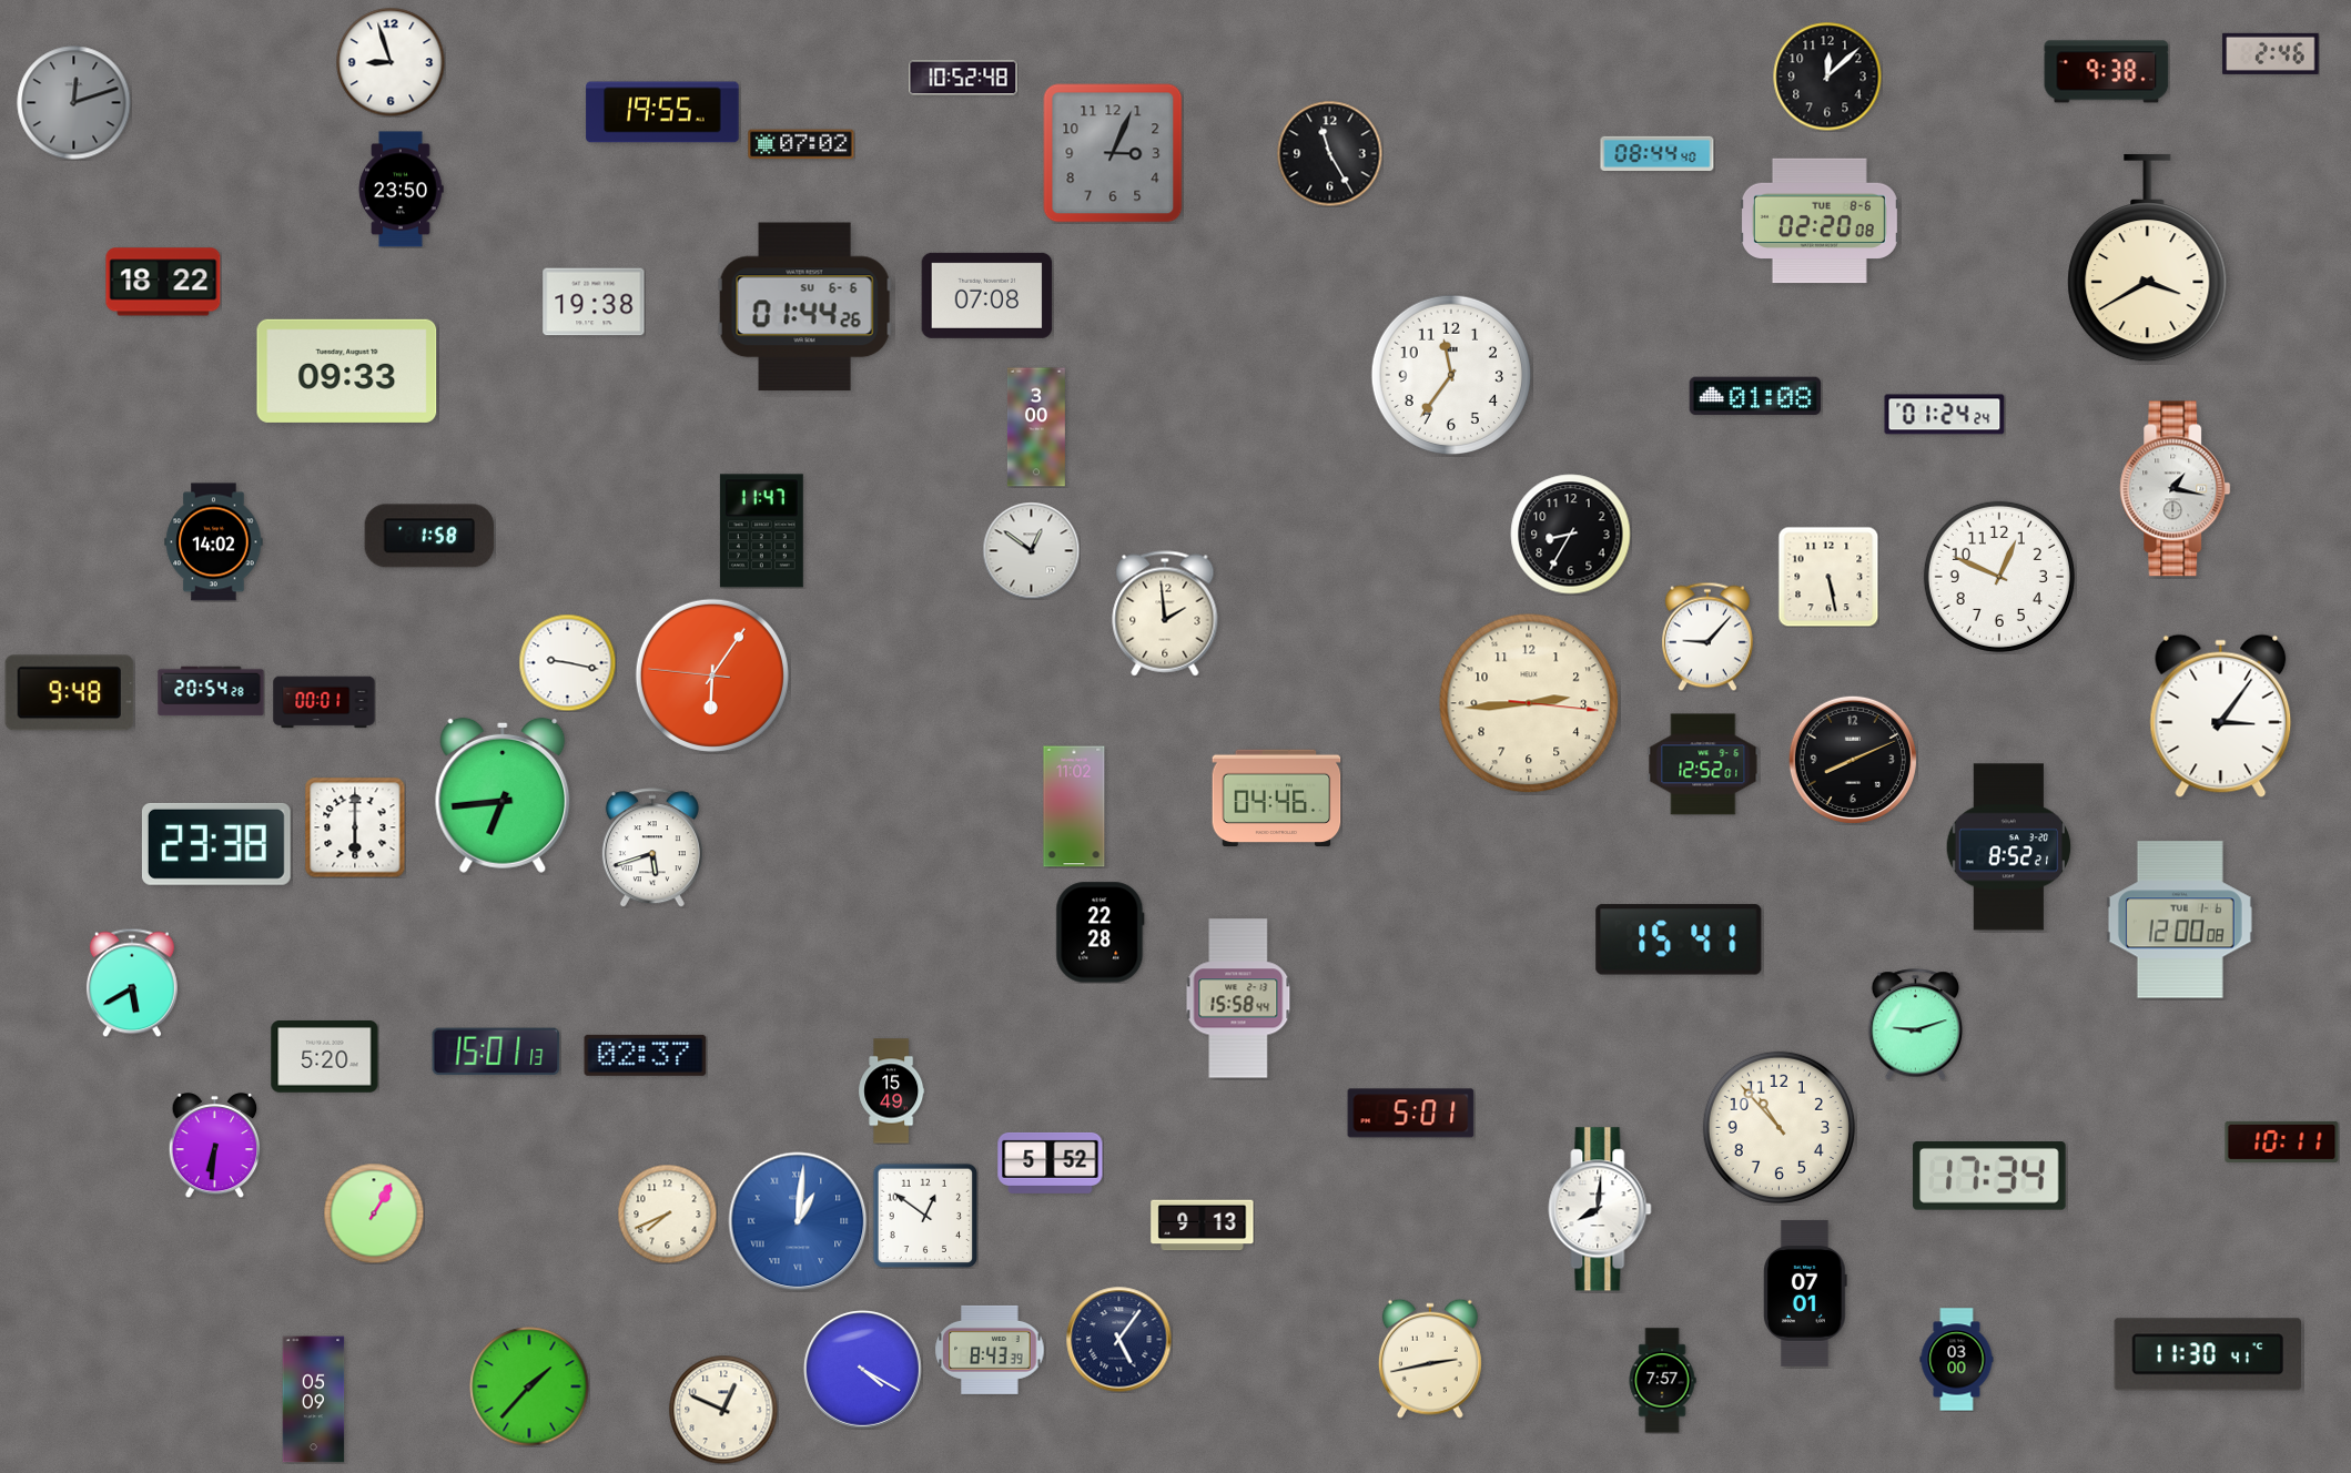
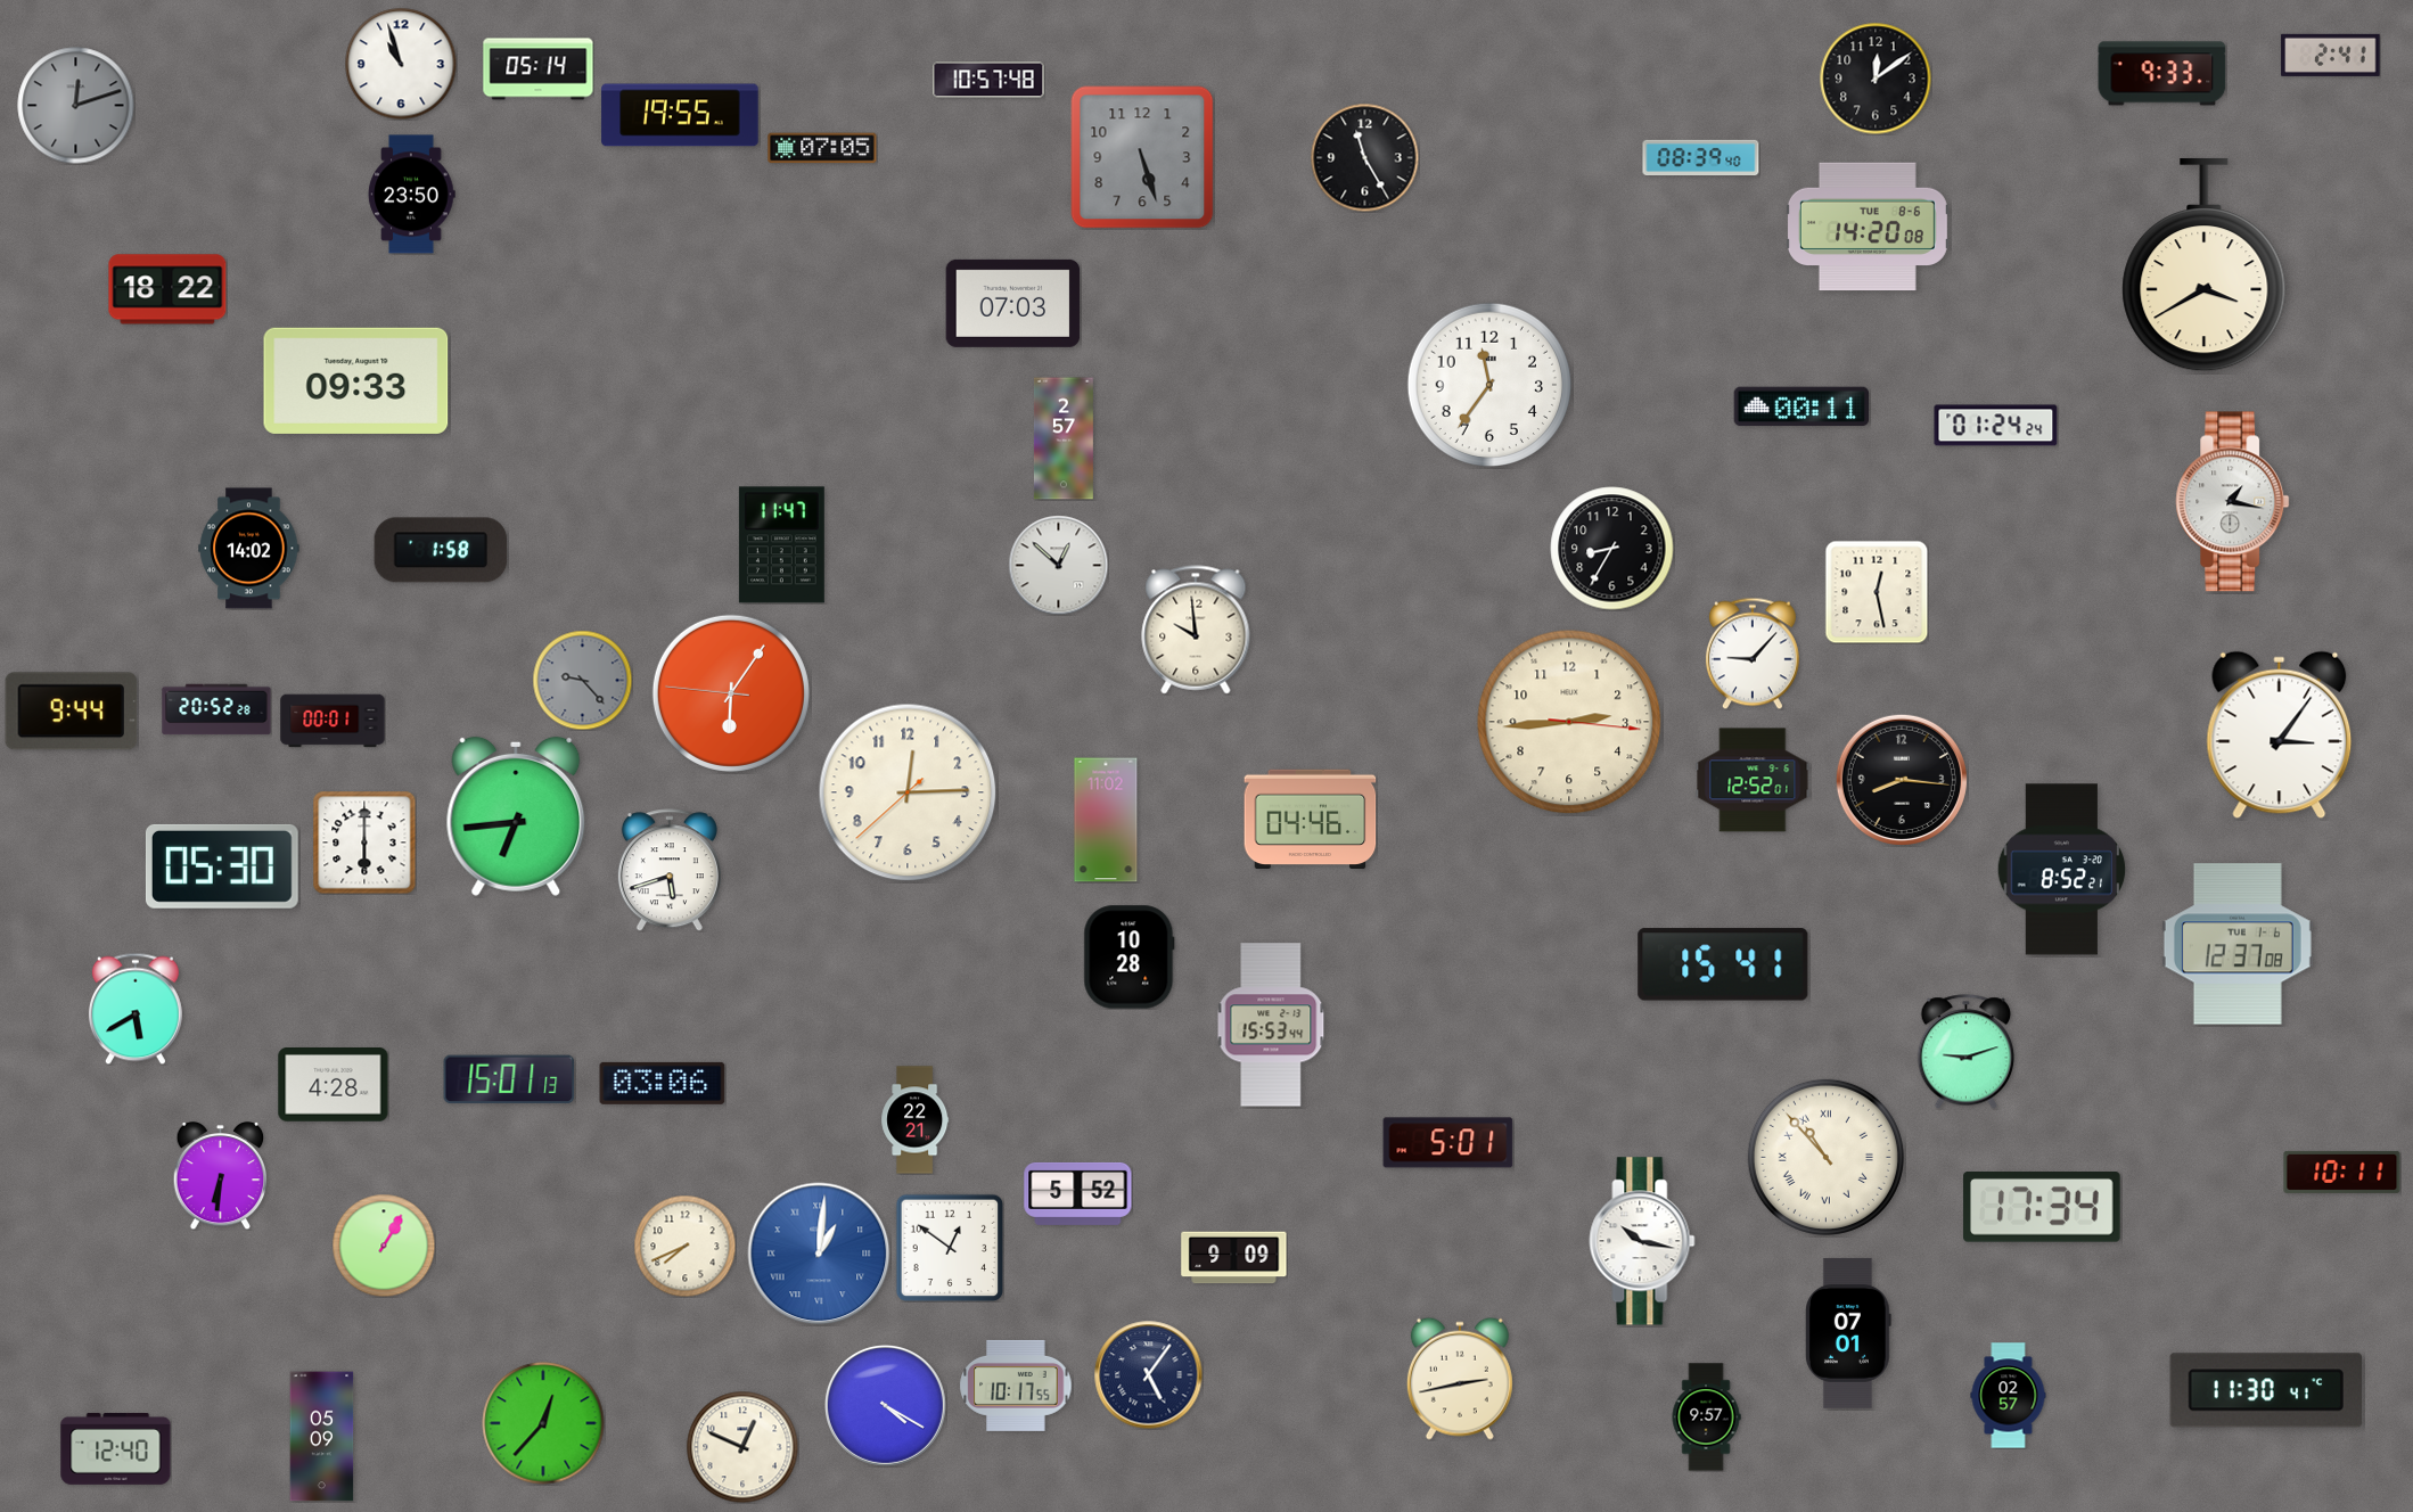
clock at (2271, 53): 2:46 -> 2:41
clock at (391, 62): 8:57 -> 10:57
clock at (539, 69): none -> 05:14
clock at (2107, 72): 9:38 -> 9:33
clock at (1827, 77): 12:08 -> 12:09
clock at (963, 78): 10:52 -> 10:57
clock at (801, 144): 07:02 -> 07:05
clock at (1113, 153): 3:04 -> 5:27
clock at (1658, 153): 08:44 -> 08:39
clock at (1820, 221): 02:20 -> 14:20
clock at (987, 295): 07:08 -> 07:03
clock at (594, 302): 19:38 -> none
clock at (804, 307): 01:44 -> none
clock at (1755, 396): 01:08 -> 00:11
clock at (1036, 427): 3:00 -> 2:57
clock at (214, 542) position: (214, 542) -> (249, 549)
clock at (1031, 550): 12:51 -> 12:52
clock at (1828, 577): 5:28 -> 12:28
clock at (1999, 577): 12:49 -> none
clock at (1165, 613): 1:59 -> 9:59
clock at (567, 662): 9:17 -> 9:23
clock at (567, 662) dial: white -> grey
clock at (211, 691): 20:54 -> 20:52
clock at (70, 693): 9:48 -> 9:44
clock at (1853, 760): 8:11 -> 8:16
clock at (1703, 764) position: (1703, 764) -> (1753, 780)
clock at (908, 792): none -> 12:14
clock at (1074, 806) position: (1074, 806) -> (1106, 820)
clock at (355, 827) position: (355, 827) -> (364, 843)
clock at (216, 844): 23:38 -> 05:30
clock at (2180, 920): 12:00 -> 12:37
clock at (1101, 933): 22:28 -> 10:28
clock at (1238, 998): 15:58 -> 15:53
clock at (646, 1055): 02:37 -> 03:06
clock at (325, 1057): 5:20 -> 4:28
clock at (892, 1091): 15:49 -> 22:21
clock at (1779, 1127) numerals: Arabic -> Roman
clock at (1600, 1209): 8:01 -> 10:17
clock at (1203, 1226): 9:13 -> 9:09
clock at (1805, 1293) position: (1805, 1293) -> (1848, 1333)
clock at (990, 1350): 8:43 -> 10:17
clock at (1430, 1359) position: (1430, 1359) -> (1460, 1379)
clock at (1957, 1360): 03:00 -> 02:57
clock at (1662, 1381): 7:57 -> 9:57
clock at (529, 1386): 1:37 -> 12:37
clock at (116, 1448): none -> 12:40
